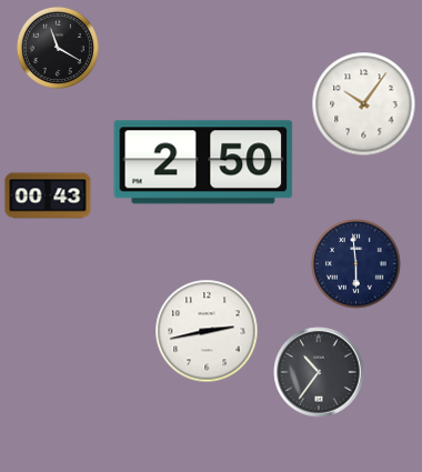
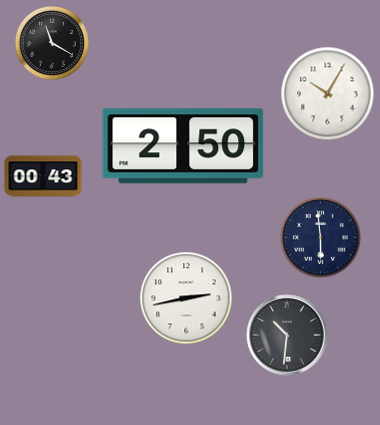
clock at (364, 104): 10:06 -> 10:05
clock at (319, 372): 10:36 -> 10:31
